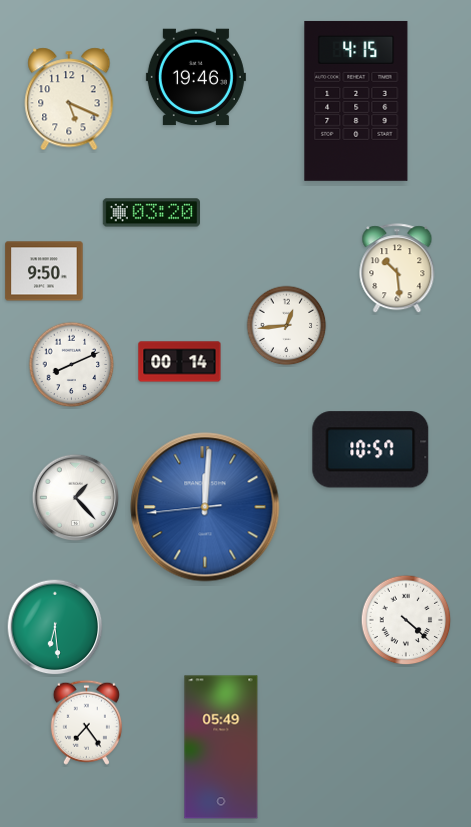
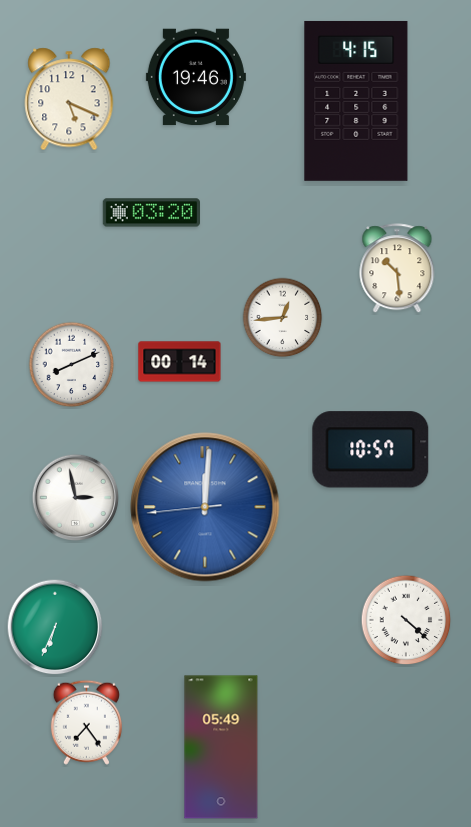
clock at (44, 271): 9:50 -> none
clock at (287, 326) position: (287, 326) -> (283, 318)
clock at (76, 498): 1:23 -> 2:58
clock at (55, 627): 6:29 -> 6:34
